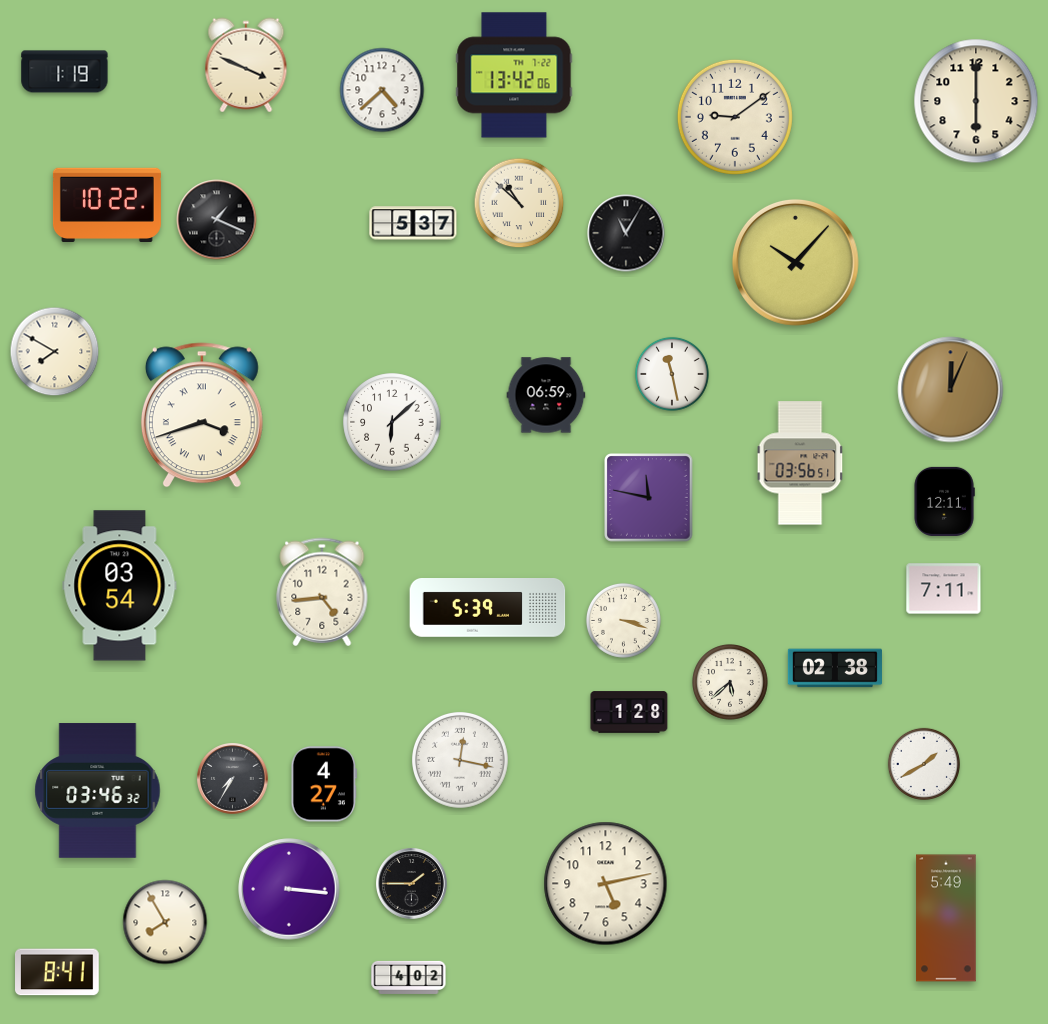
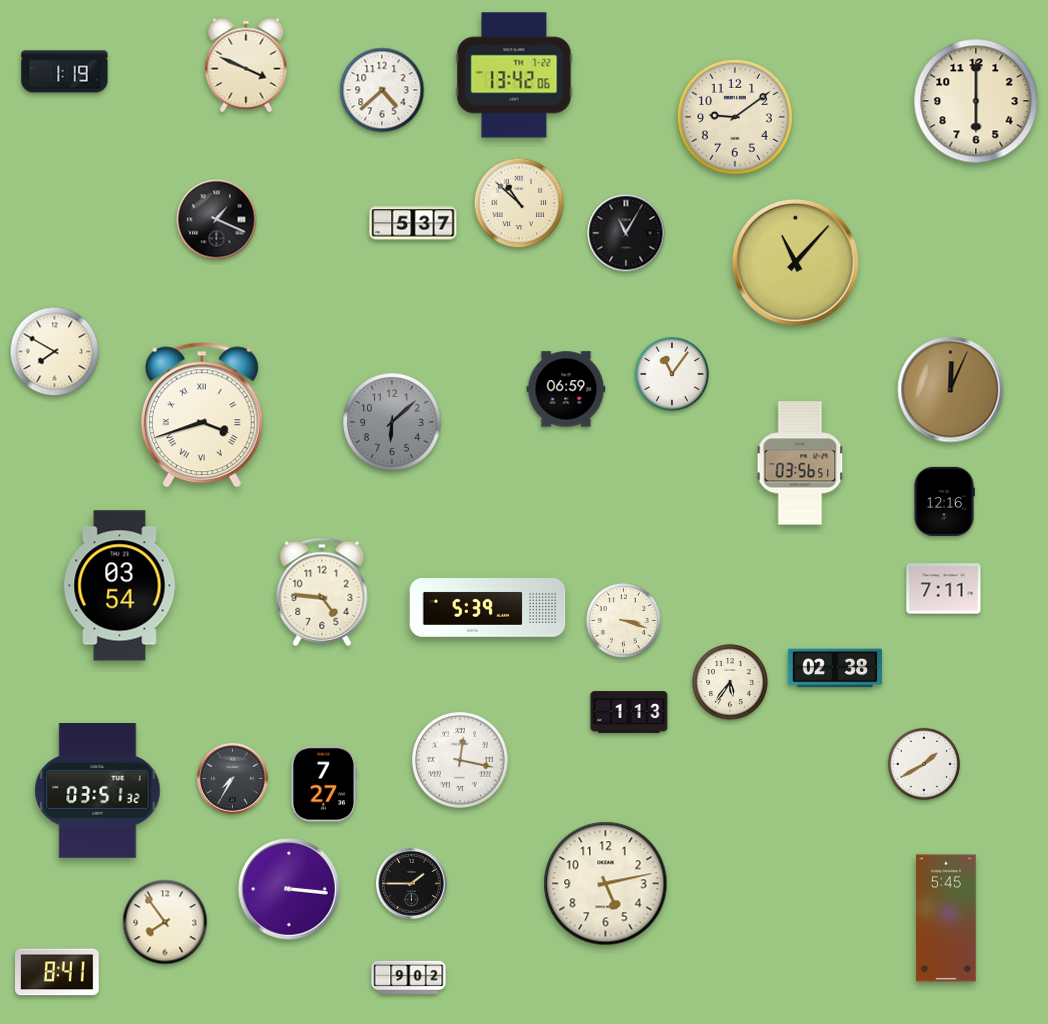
clock at (107, 204): 10:22 -> none
clock at (795, 262): 10:07 -> 11:07
clock at (672, 374): 11:28 -> 11:06
clock at (546, 395) position: (546, 395) -> (566, 389)
clock at (392, 422) dial: white -> grey
clock at (649, 498): 11:47 -> none
clock at (944, 501): 12:11 -> 12:16
clock at (322, 592): 4:44 -> 4:46
clock at (730, 682): 5:38 -> 5:36
clock at (629, 712): 1:28 -> 1:13
clock at (324, 784): 4:27 -> 7:27
clock at (98, 791): 03:46 -> 03:51
clock at (946, 918): 5:49 -> 5:45
clock at (165, 922): 7:55 -> 7:54
clock at (409, 977): 4:02 -> 9:02
